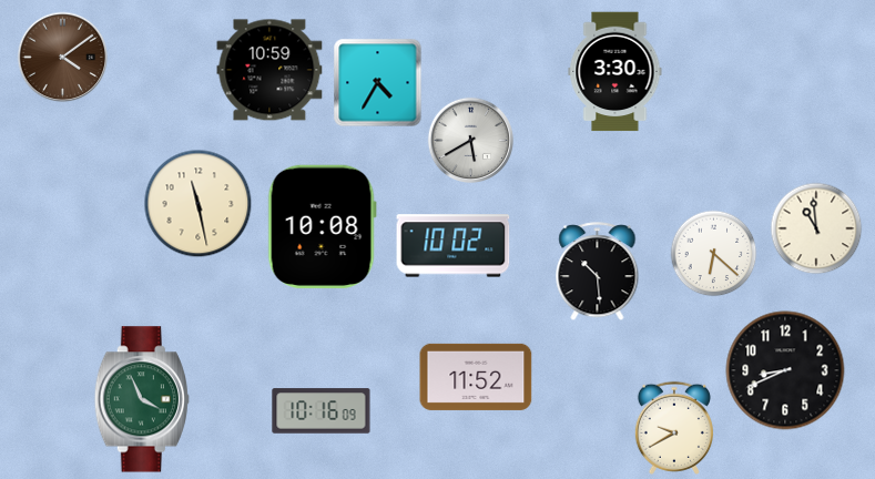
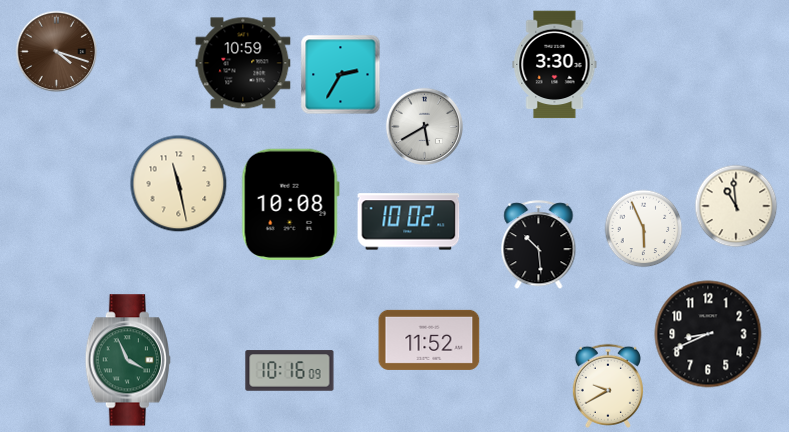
clock at (62, 57): 4:09 -> 4:18
clock at (377, 82): 4:35 -> 2:35
clock at (713, 253): 6:22 -> 5:56
